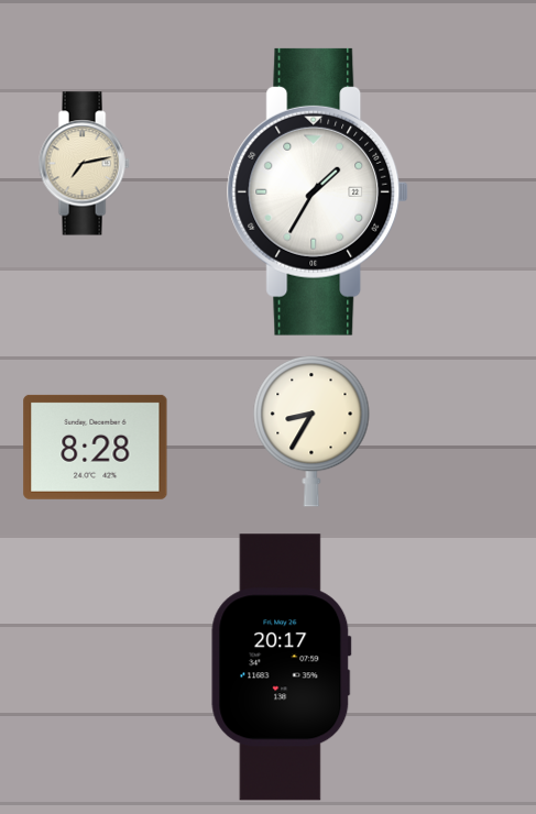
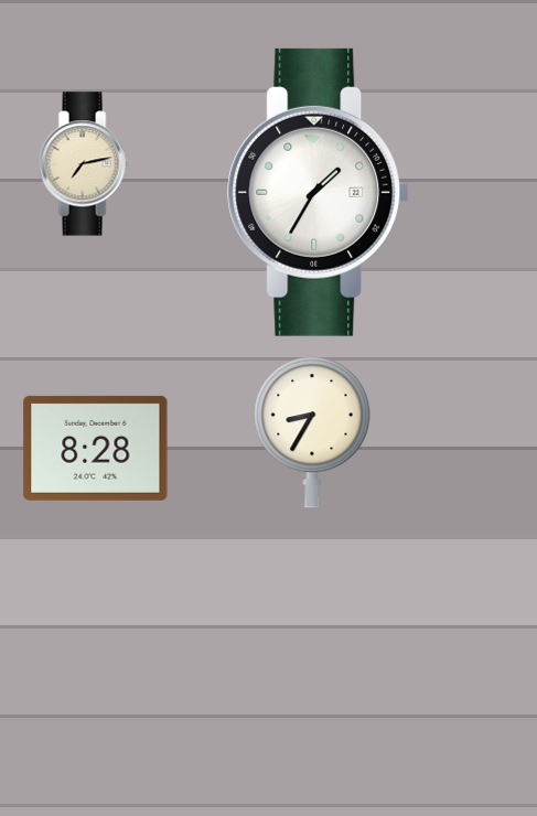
clock at (282, 668): 20:17 -> none
